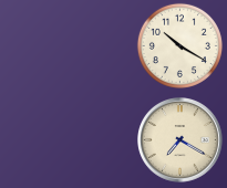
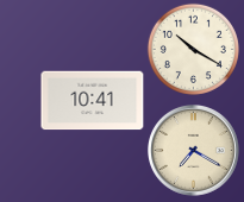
clock at (93, 101): none -> 10:41
